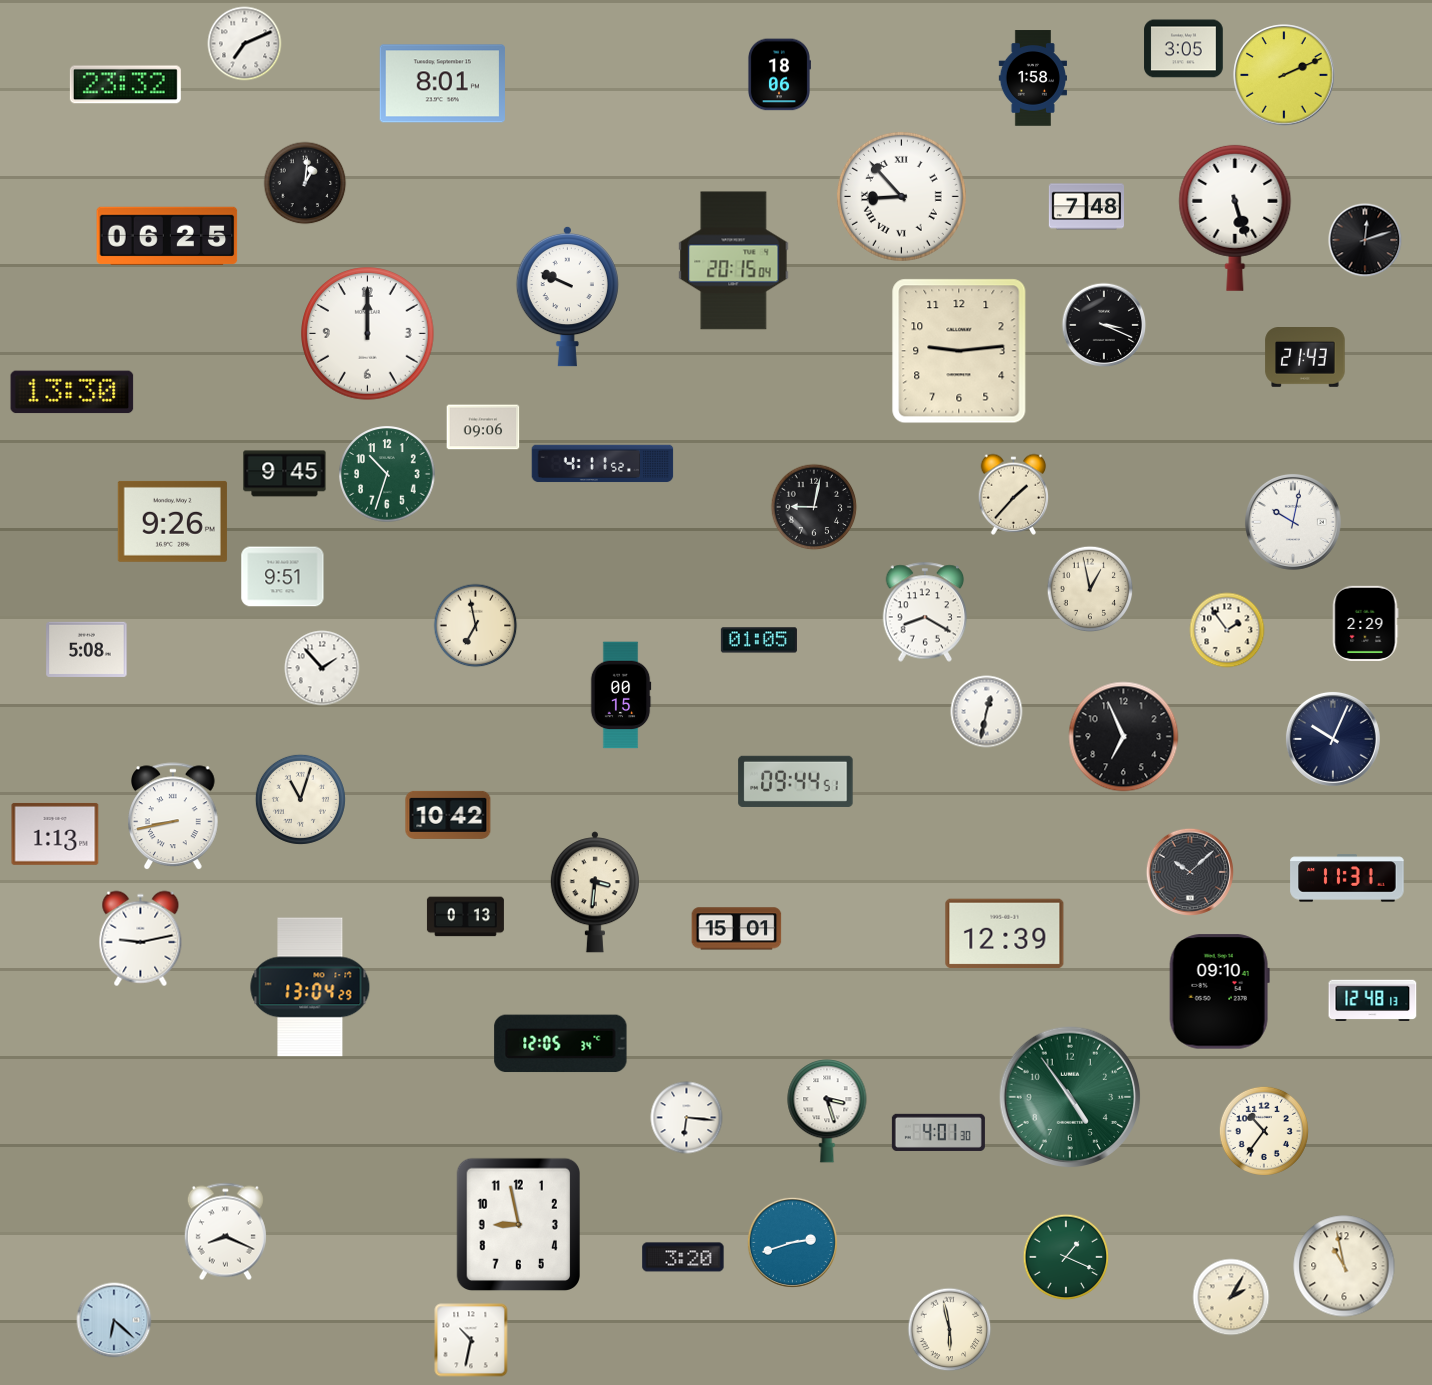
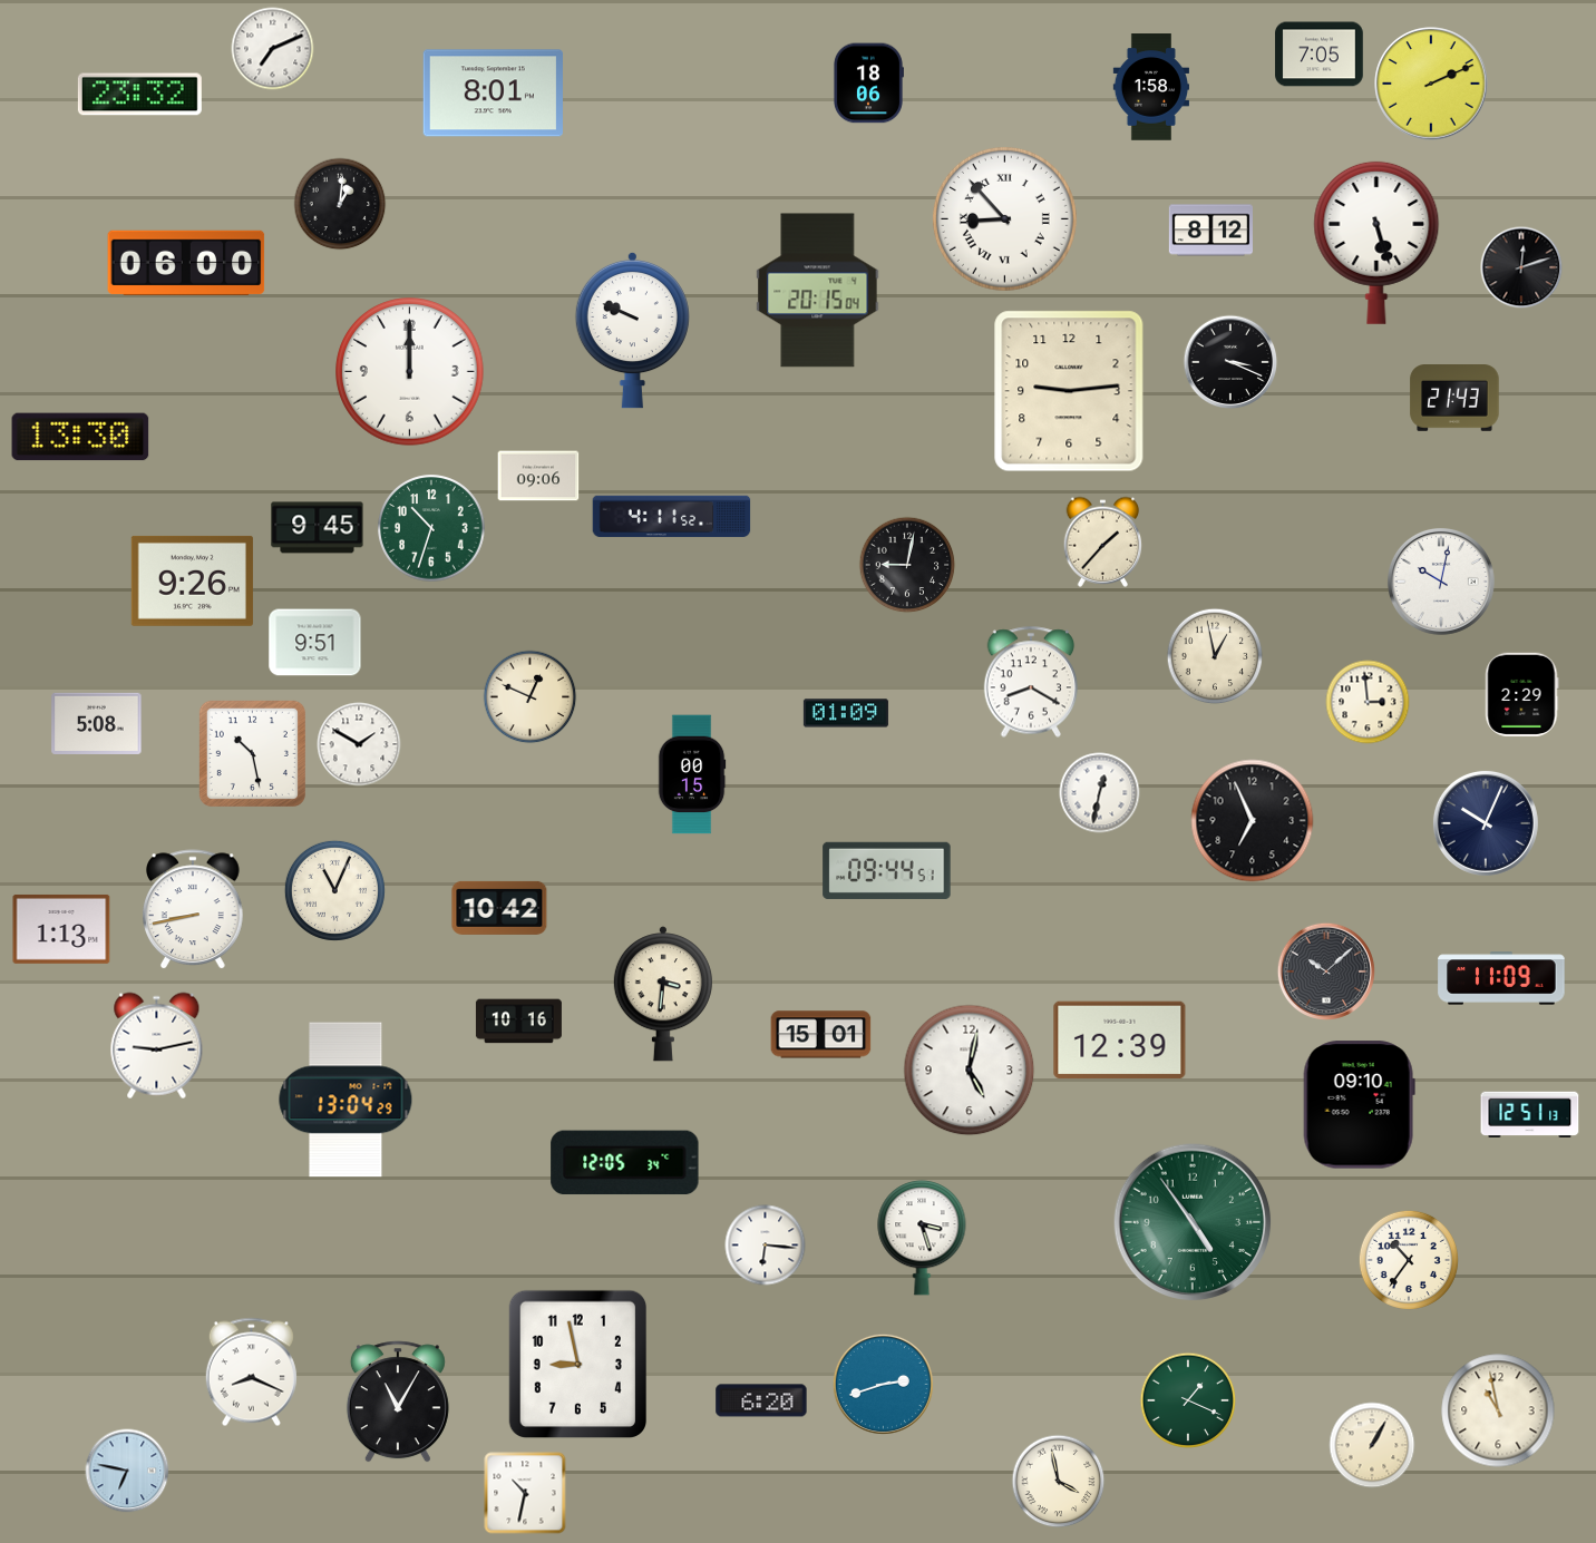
clock at (1184, 49): 3:05 -> 7:05
clock at (1086, 207): 7:48 -> 8:12
clock at (167, 236): 06:25 -> 06:00
clock at (1014, 494) position: (1014, 494) -> (1103, 541)
clock at (476, 626): 6:58 -> 12:49
clock at (1227, 630): 1:54 -> 2:59
clock at (759, 640): 01:05 -> 01:09
clock at (322, 668): 1:53 -> 1:50
clock at (252, 753): none -> 10:28
clock at (300, 799): 11:03 -> 11:04
clock at (1347, 878): 11:31 -> 11:09
clock at (465, 917): 0:13 -> 10:16
clock at (970, 1071): none -> 5:02
clock at (1373, 1001): 12:48 -> 12:51
clock at (938, 1132): 4:01 -> none
clock at (683, 1257): 3:20 -> 6:20
clock at (398, 1402): none -> 11:05
clock at (1231, 1297): 2:05 -> 1:05
clock at (114, 1320): 6:22 -> 6:47
clock at (950, 1330): 5:58 -> 3:58
